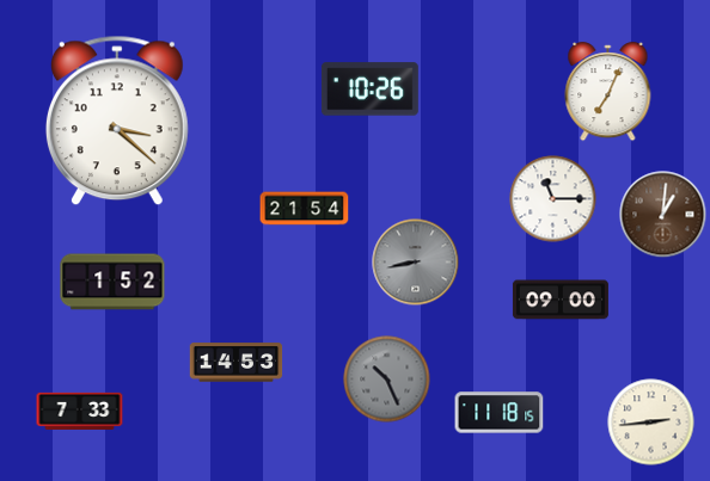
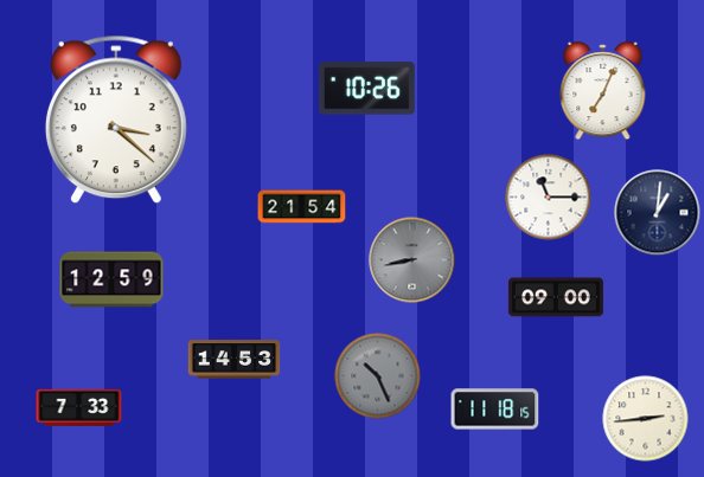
clock at (663, 215) dial: brown -> navy
clock at (112, 282): 1:52 -> 12:59
clock at (387, 380) position: (387, 380) -> (378, 376)
